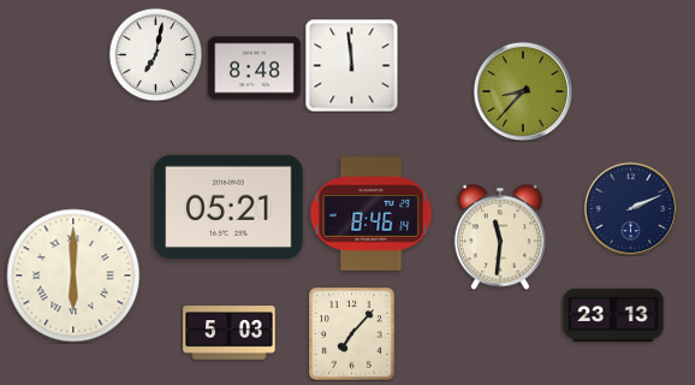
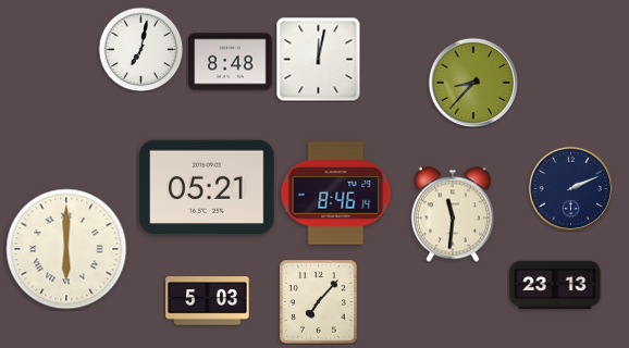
clock at (351, 65): 11:59 -> 12:02
